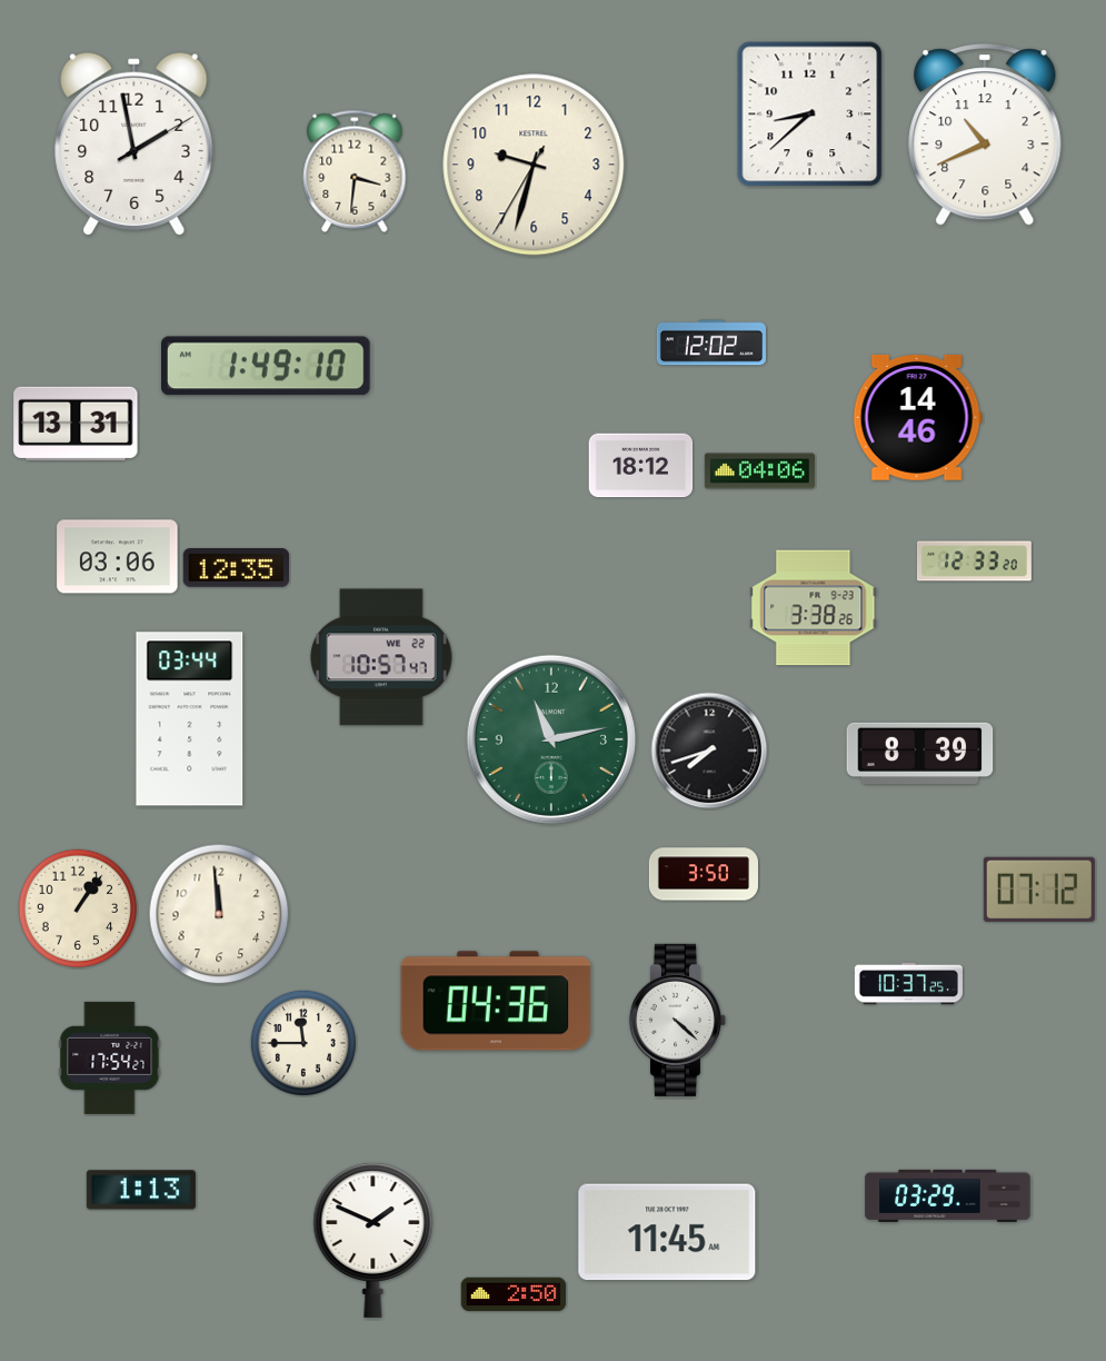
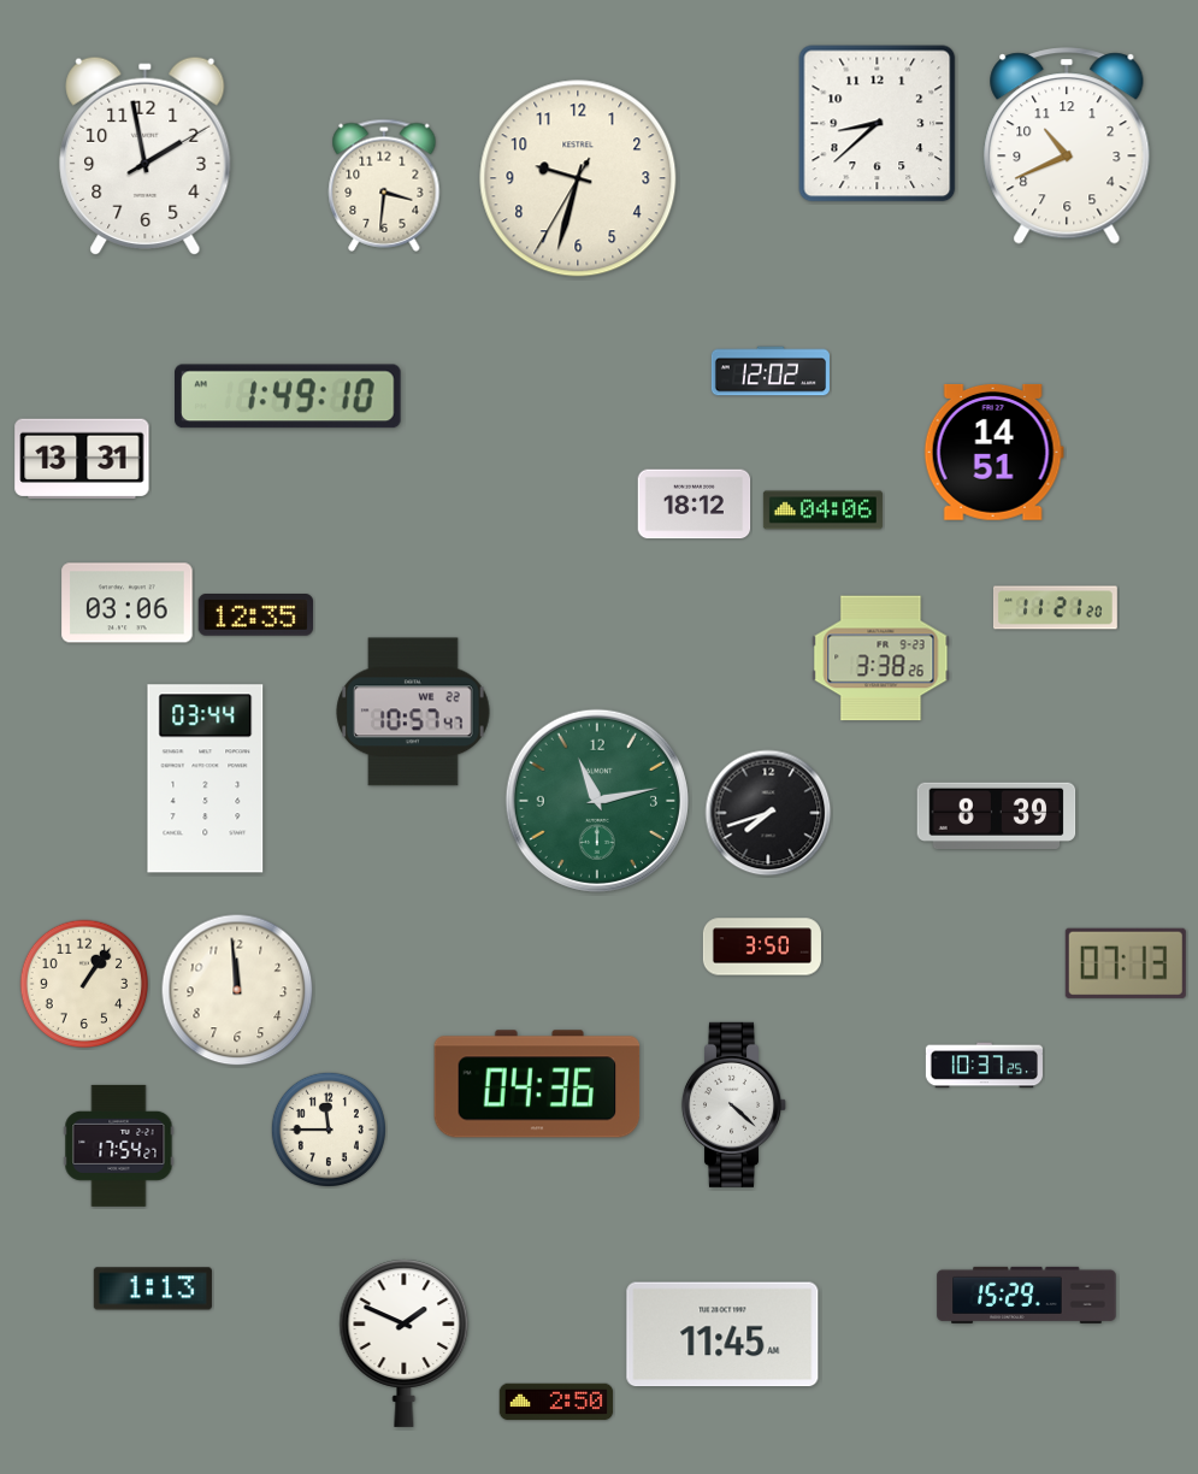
clock at (917, 417): 14:46 -> 14:51
clock at (974, 562): 12:33 -> 11:21
clock at (1039, 890): 07:12 -> 07:13
clock at (948, 1195): 03:29 -> 15:29
